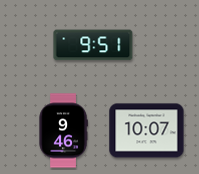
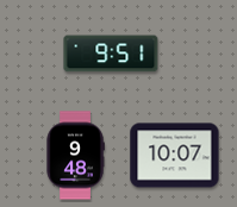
clock at (63, 131): 9:46 -> 9:48
